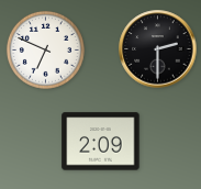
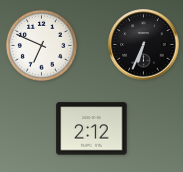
clock at (158, 49): 2:30 -> 6:34
clock at (101, 142): 2:09 -> 2:12
